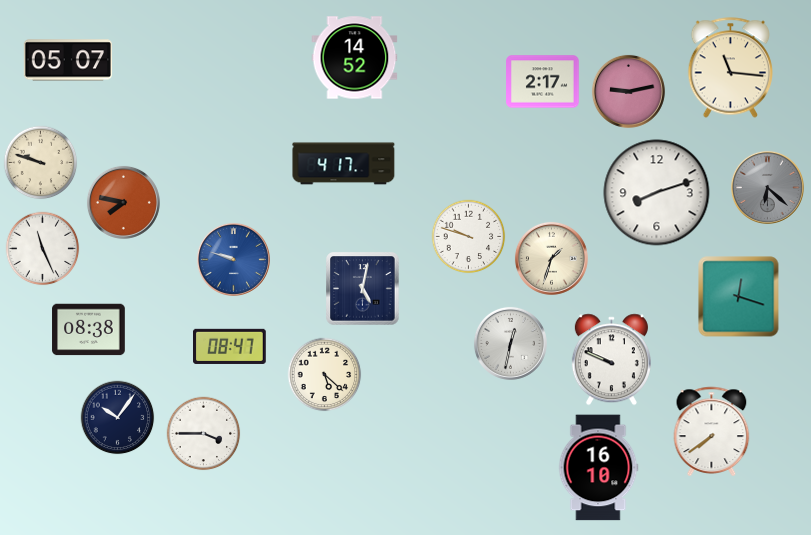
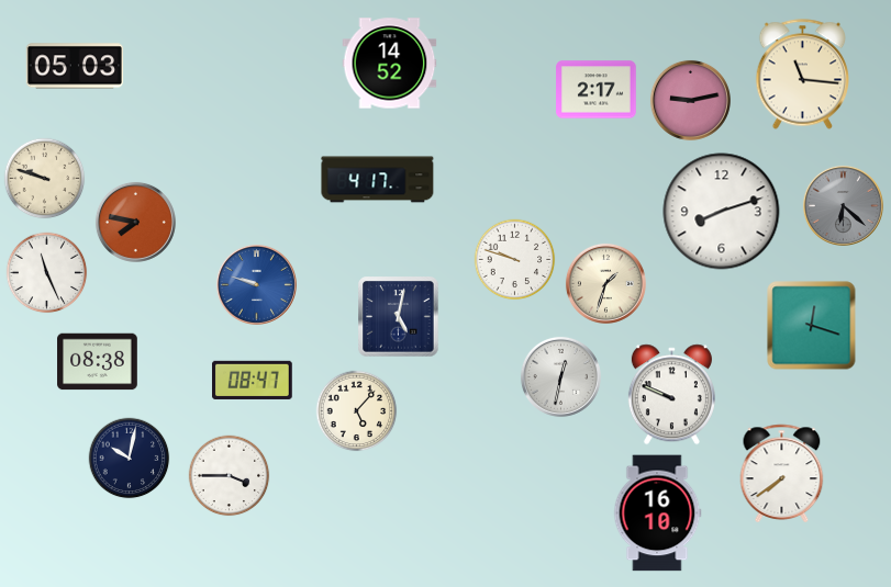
clock at (68, 60): 05:07 -> 05:03
clock at (325, 375): 5:22 -> 5:07
clock at (118, 418): 10:06 -> 10:02
clock at (204, 434) position: (204, 434) -> (230, 476)
